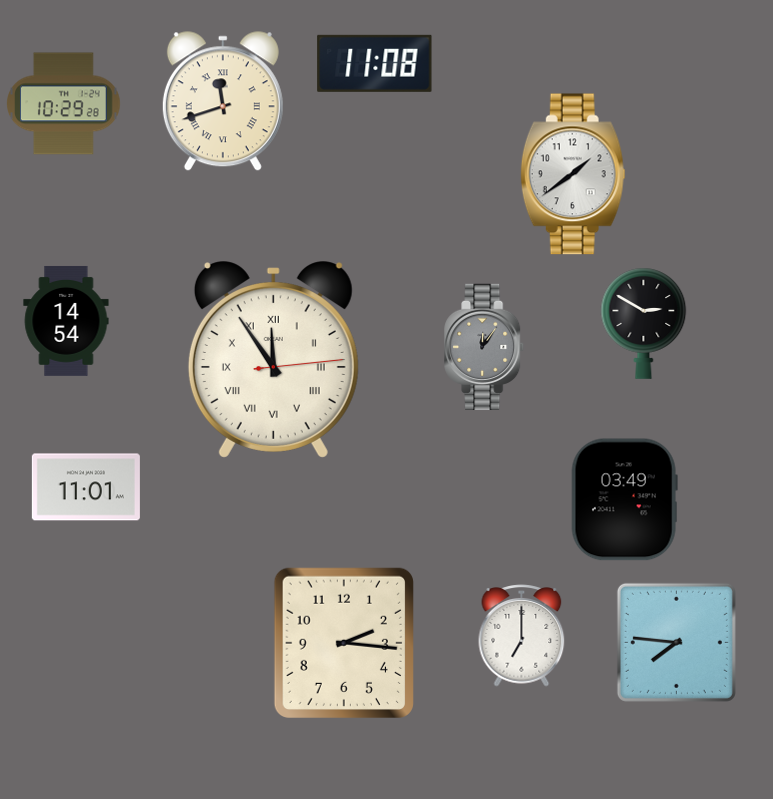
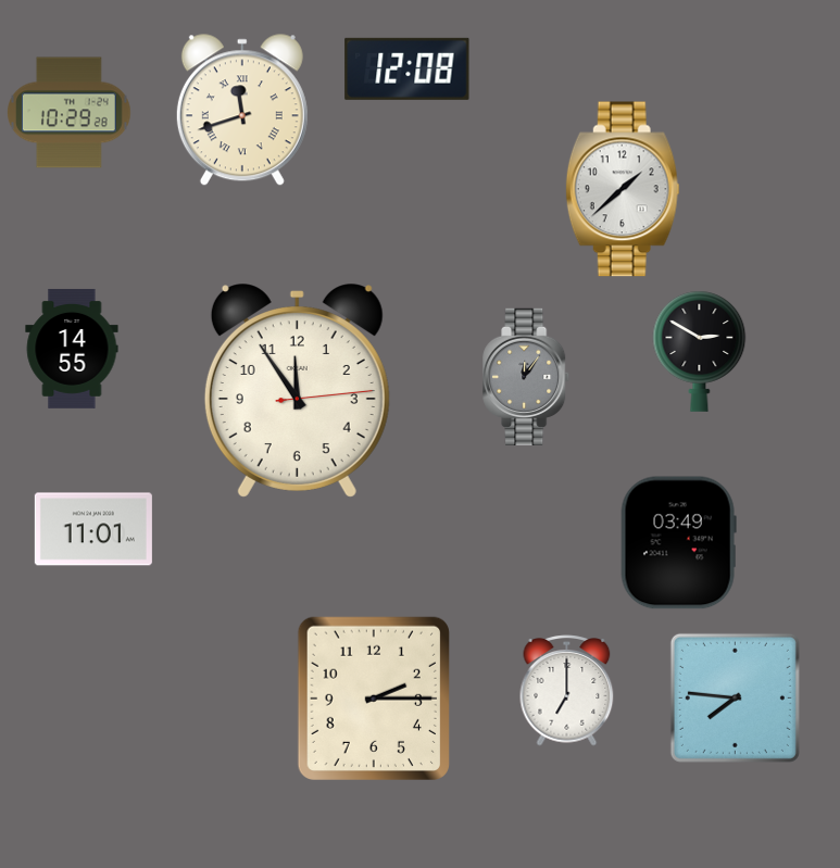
clock at (375, 63): 11:08 -> 12:08
clock at (573, 174): 1:39 -> 1:38
clock at (66, 321): 14:54 -> 14:55
clock at (273, 360) numerals: Roman -> Arabic
clock at (344, 643): 2:16 -> 2:15
